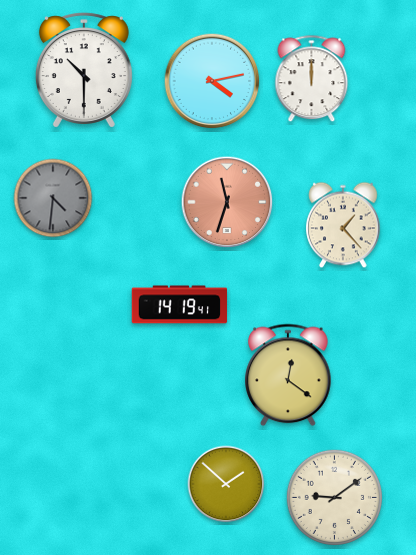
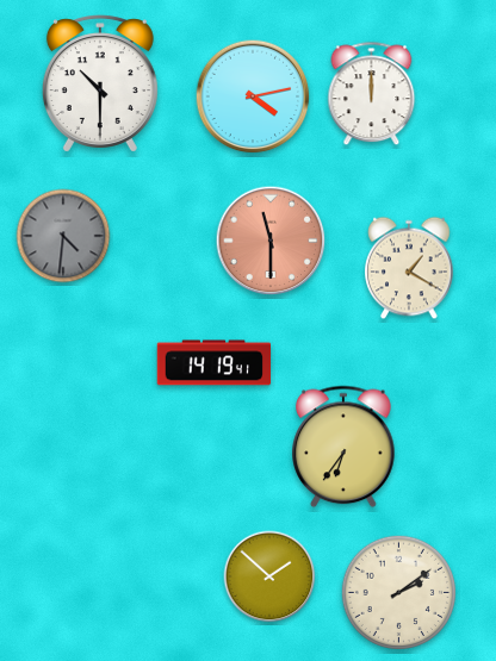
clock at (227, 202): 11:33 -> 11:30
clock at (343, 225): 1:23 -> 1:20
clock at (288, 375): 12:21 -> 6:36
clock at (334, 497): 9:09 -> 2:09
